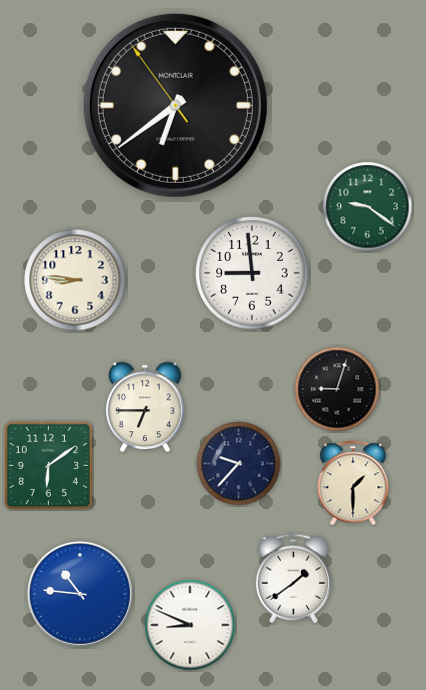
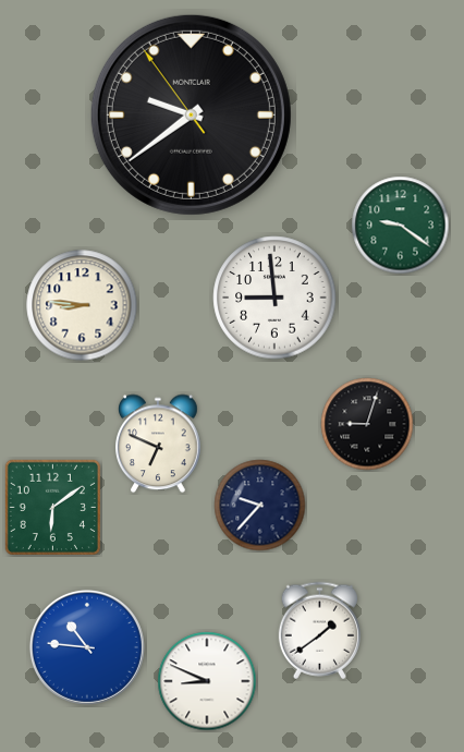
clock at (175, 105): 6:38 -> 9:38
clock at (146, 407): 6:45 -> 6:49
clock at (353, 483): 1:30 -> none
